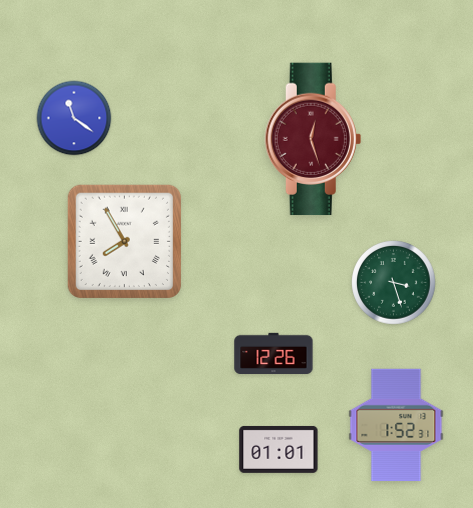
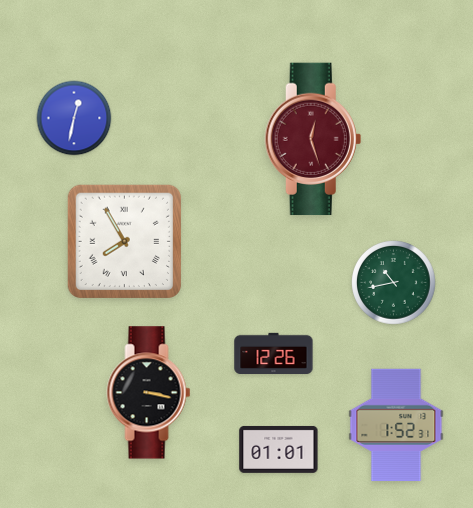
clock at (74, 118): 11:21 -> 12:32
clock at (394, 283): 3:27 -> 10:43
clock at (149, 393): none -> 3:17
